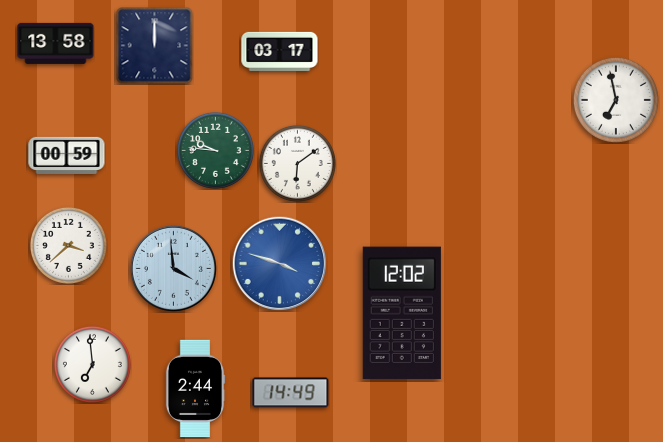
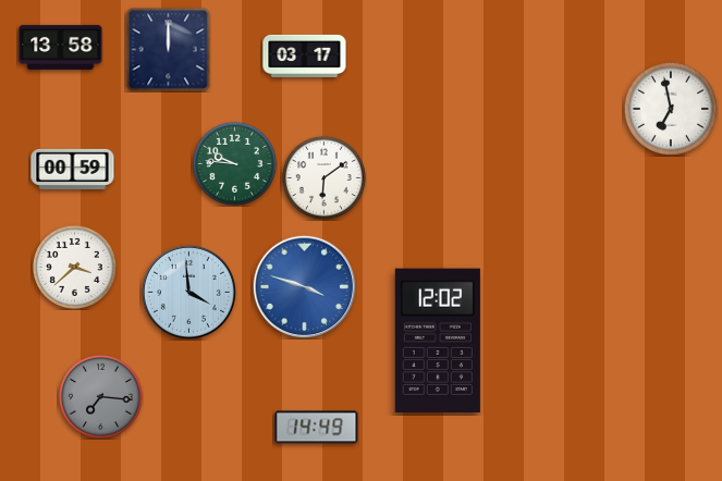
clock at (92, 364): 6:59 -> 7:16
clock at (92, 364) dial: white -> grey
clock at (195, 388): 2:44 -> none
